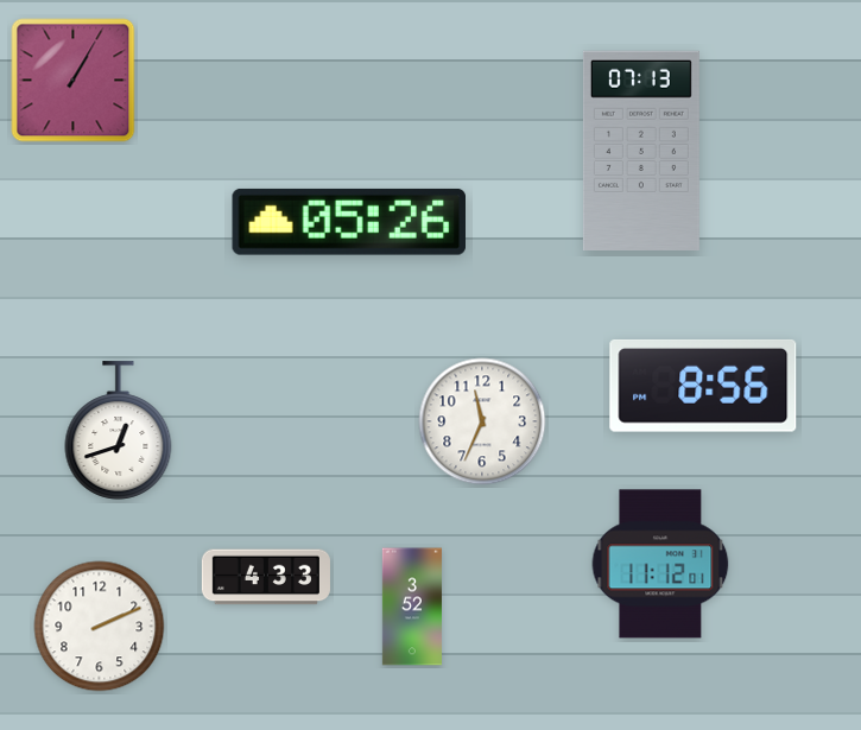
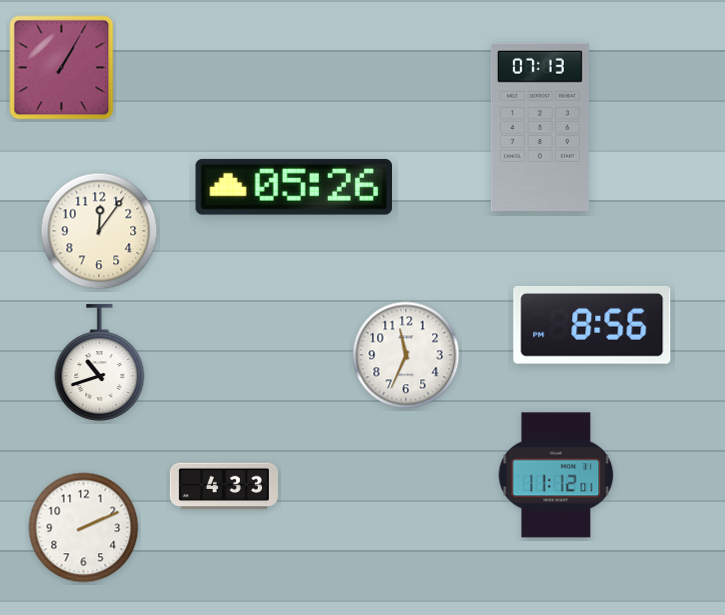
clock at (99, 231): none -> 12:06
clock at (119, 431): 12:42 -> 10:42
clock at (412, 607): 3:52 -> none
